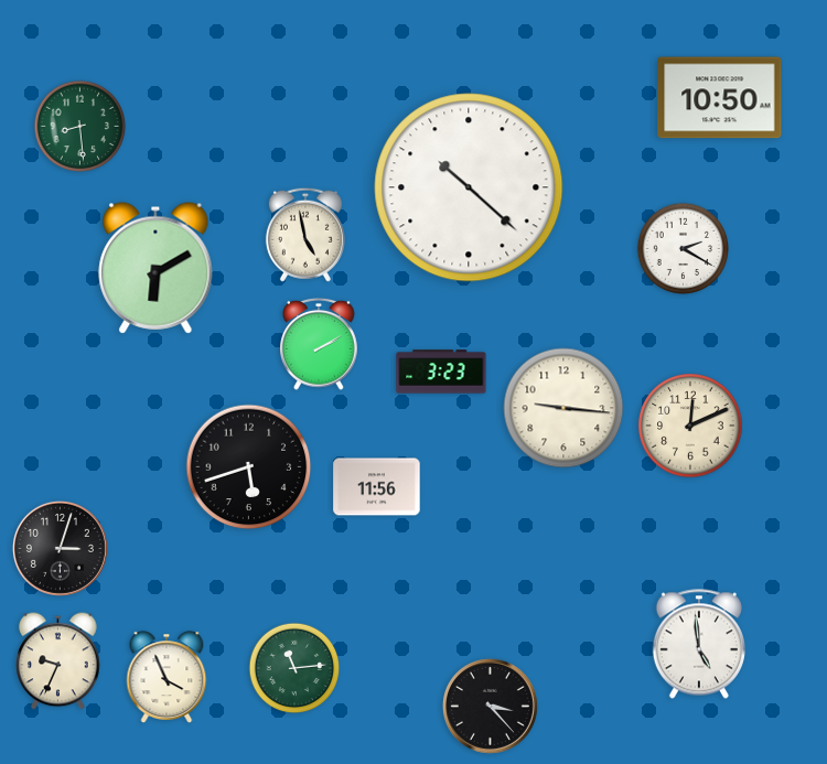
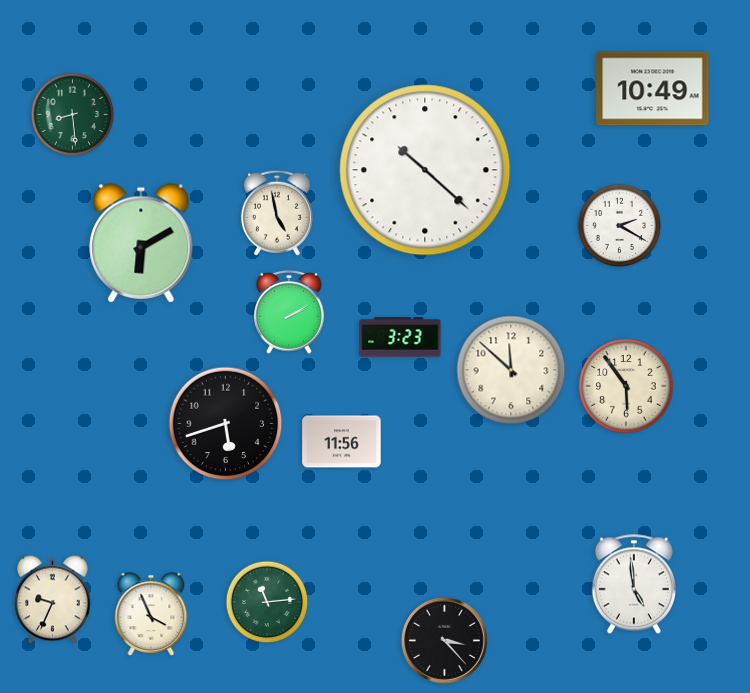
clock at (720, 98): 10:50 -> 10:49
clock at (563, 408): 9:16 -> 11:52
clock at (690, 426): 12:11 -> 5:54
clock at (60, 548): 3:03 -> none
clock at (294, 668) position: (294, 668) -> (267, 602)
